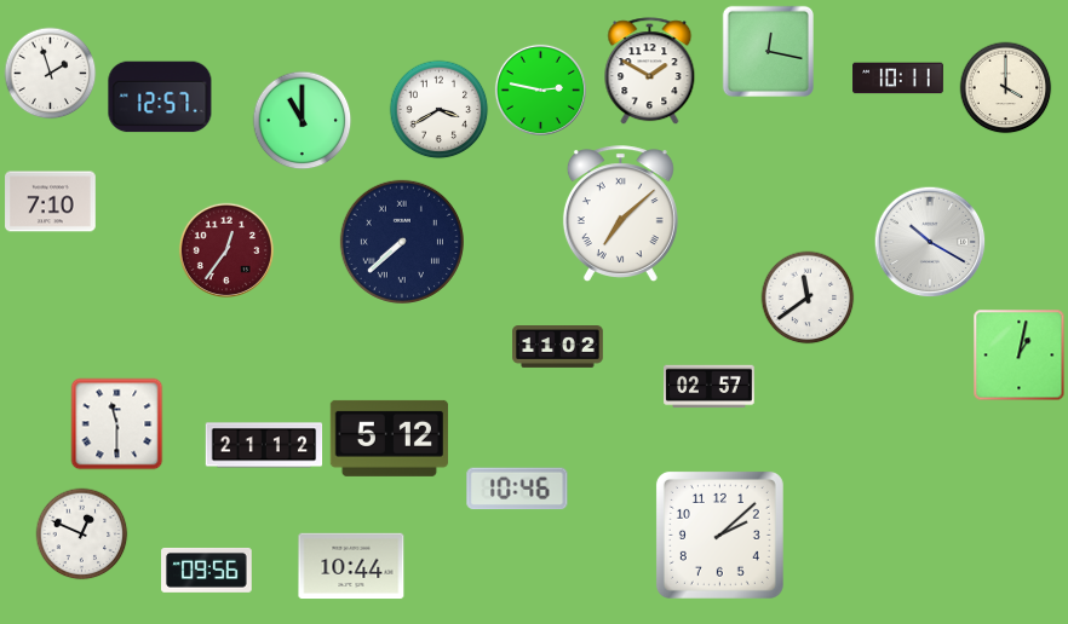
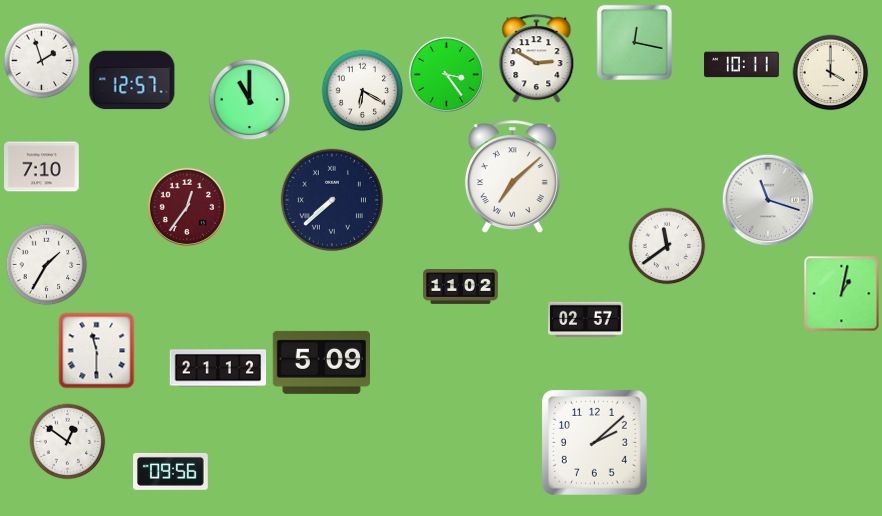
clock at (650, 71): 1:50 -> 2:50
clock at (540, 89): 2:47 -> 3:24
clock at (440, 110): 3:40 -> 6:20
clock at (930, 242): 10:20 -> 11:18
clock at (47, 265): none -> 1:35
clock at (389, 438): 5:12 -> 5:09
clock at (517, 489): 10:46 -> none
clock at (82, 535): 12:49 -> 12:51
clock at (351, 566): 10:44 -> none
